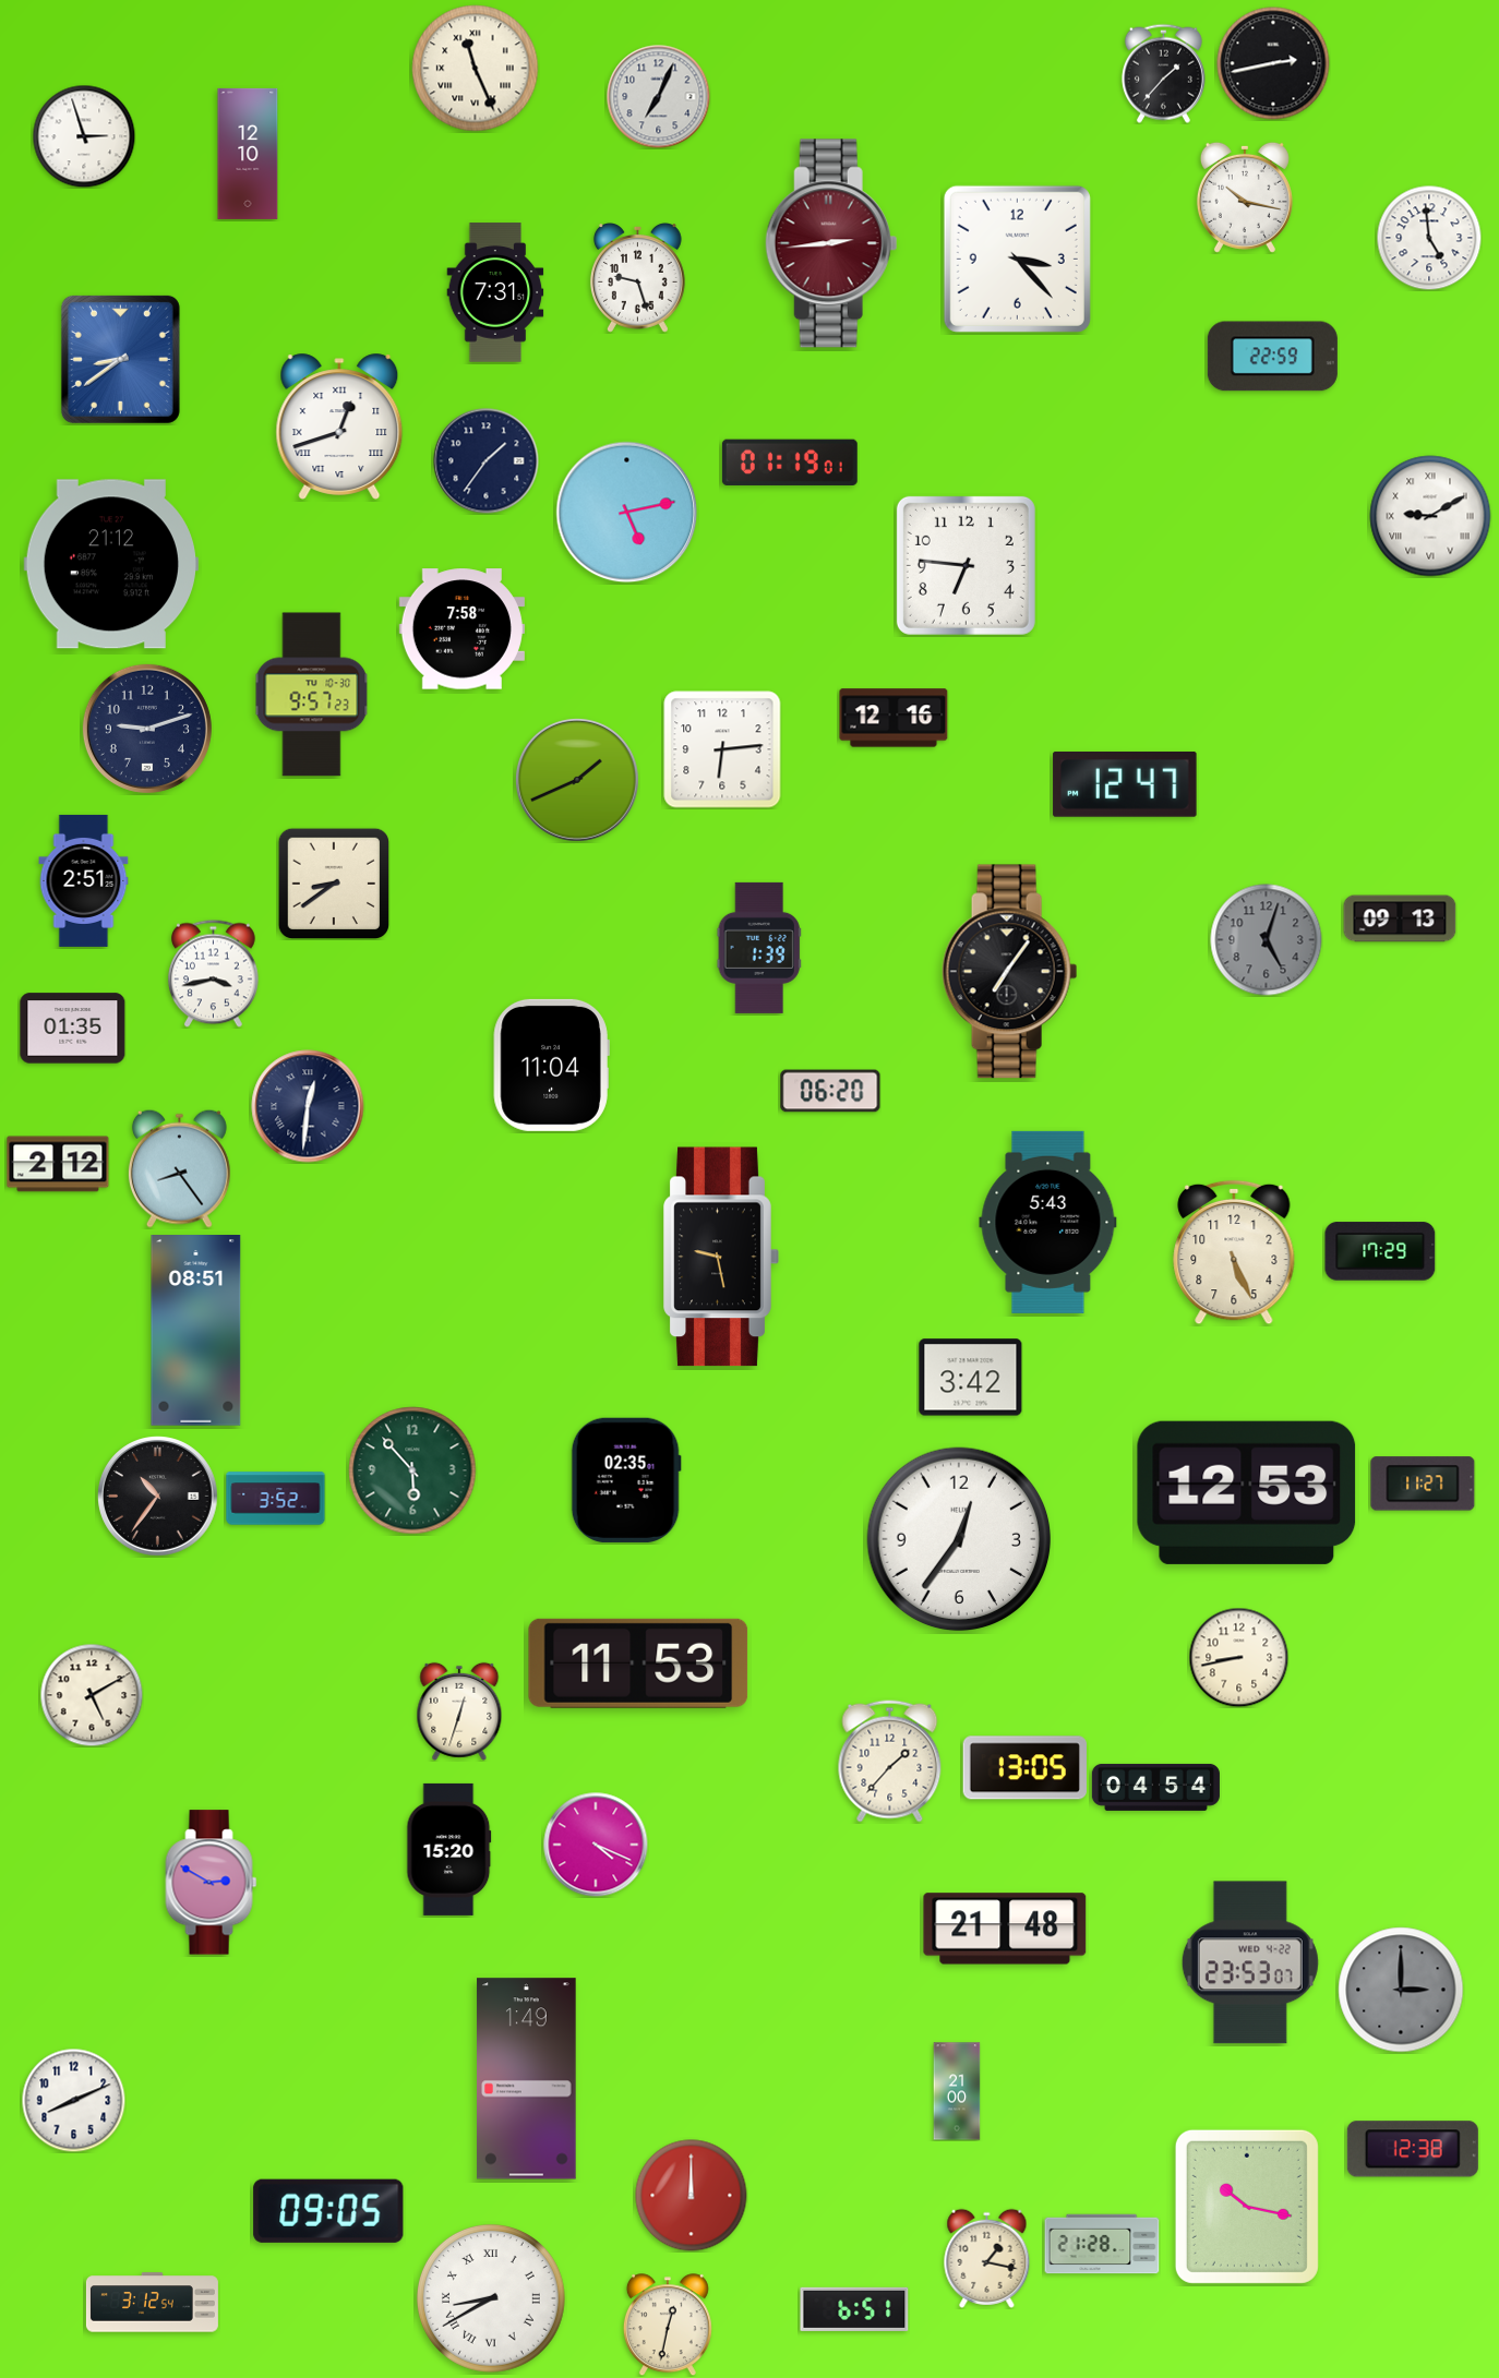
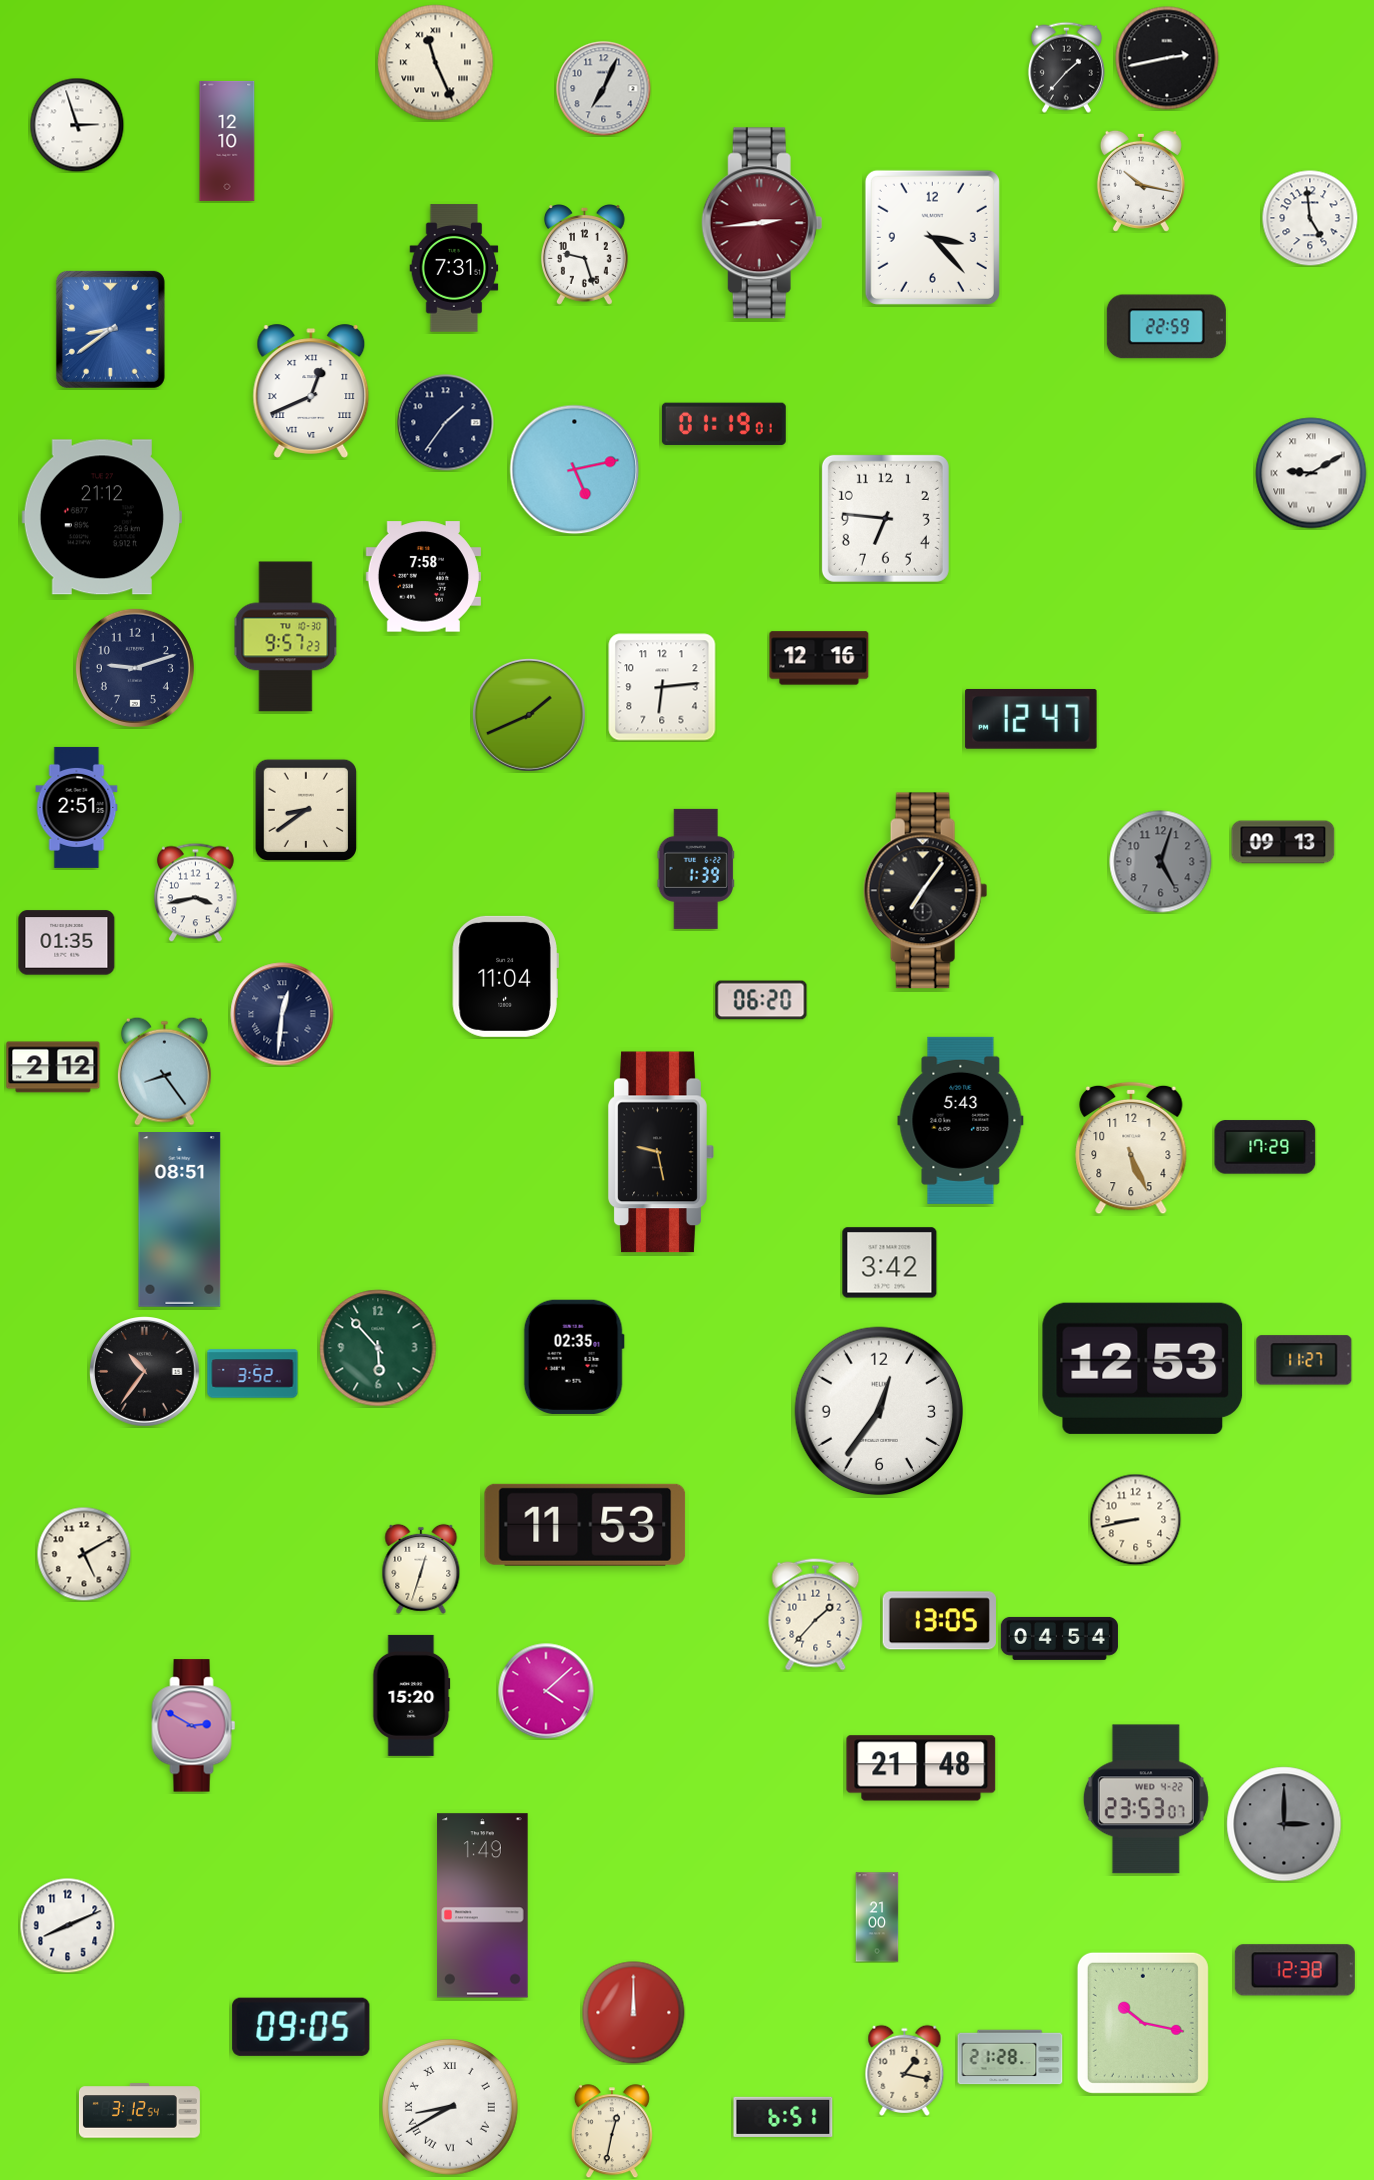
clock at (339, 427): 12:42 -> 12:41
clock at (596, 1845): 4:19 -> 4:08
